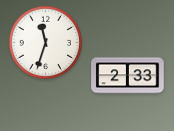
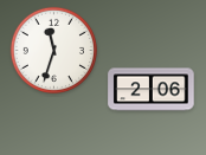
clock at (128, 76): 2:33 -> 2:06
